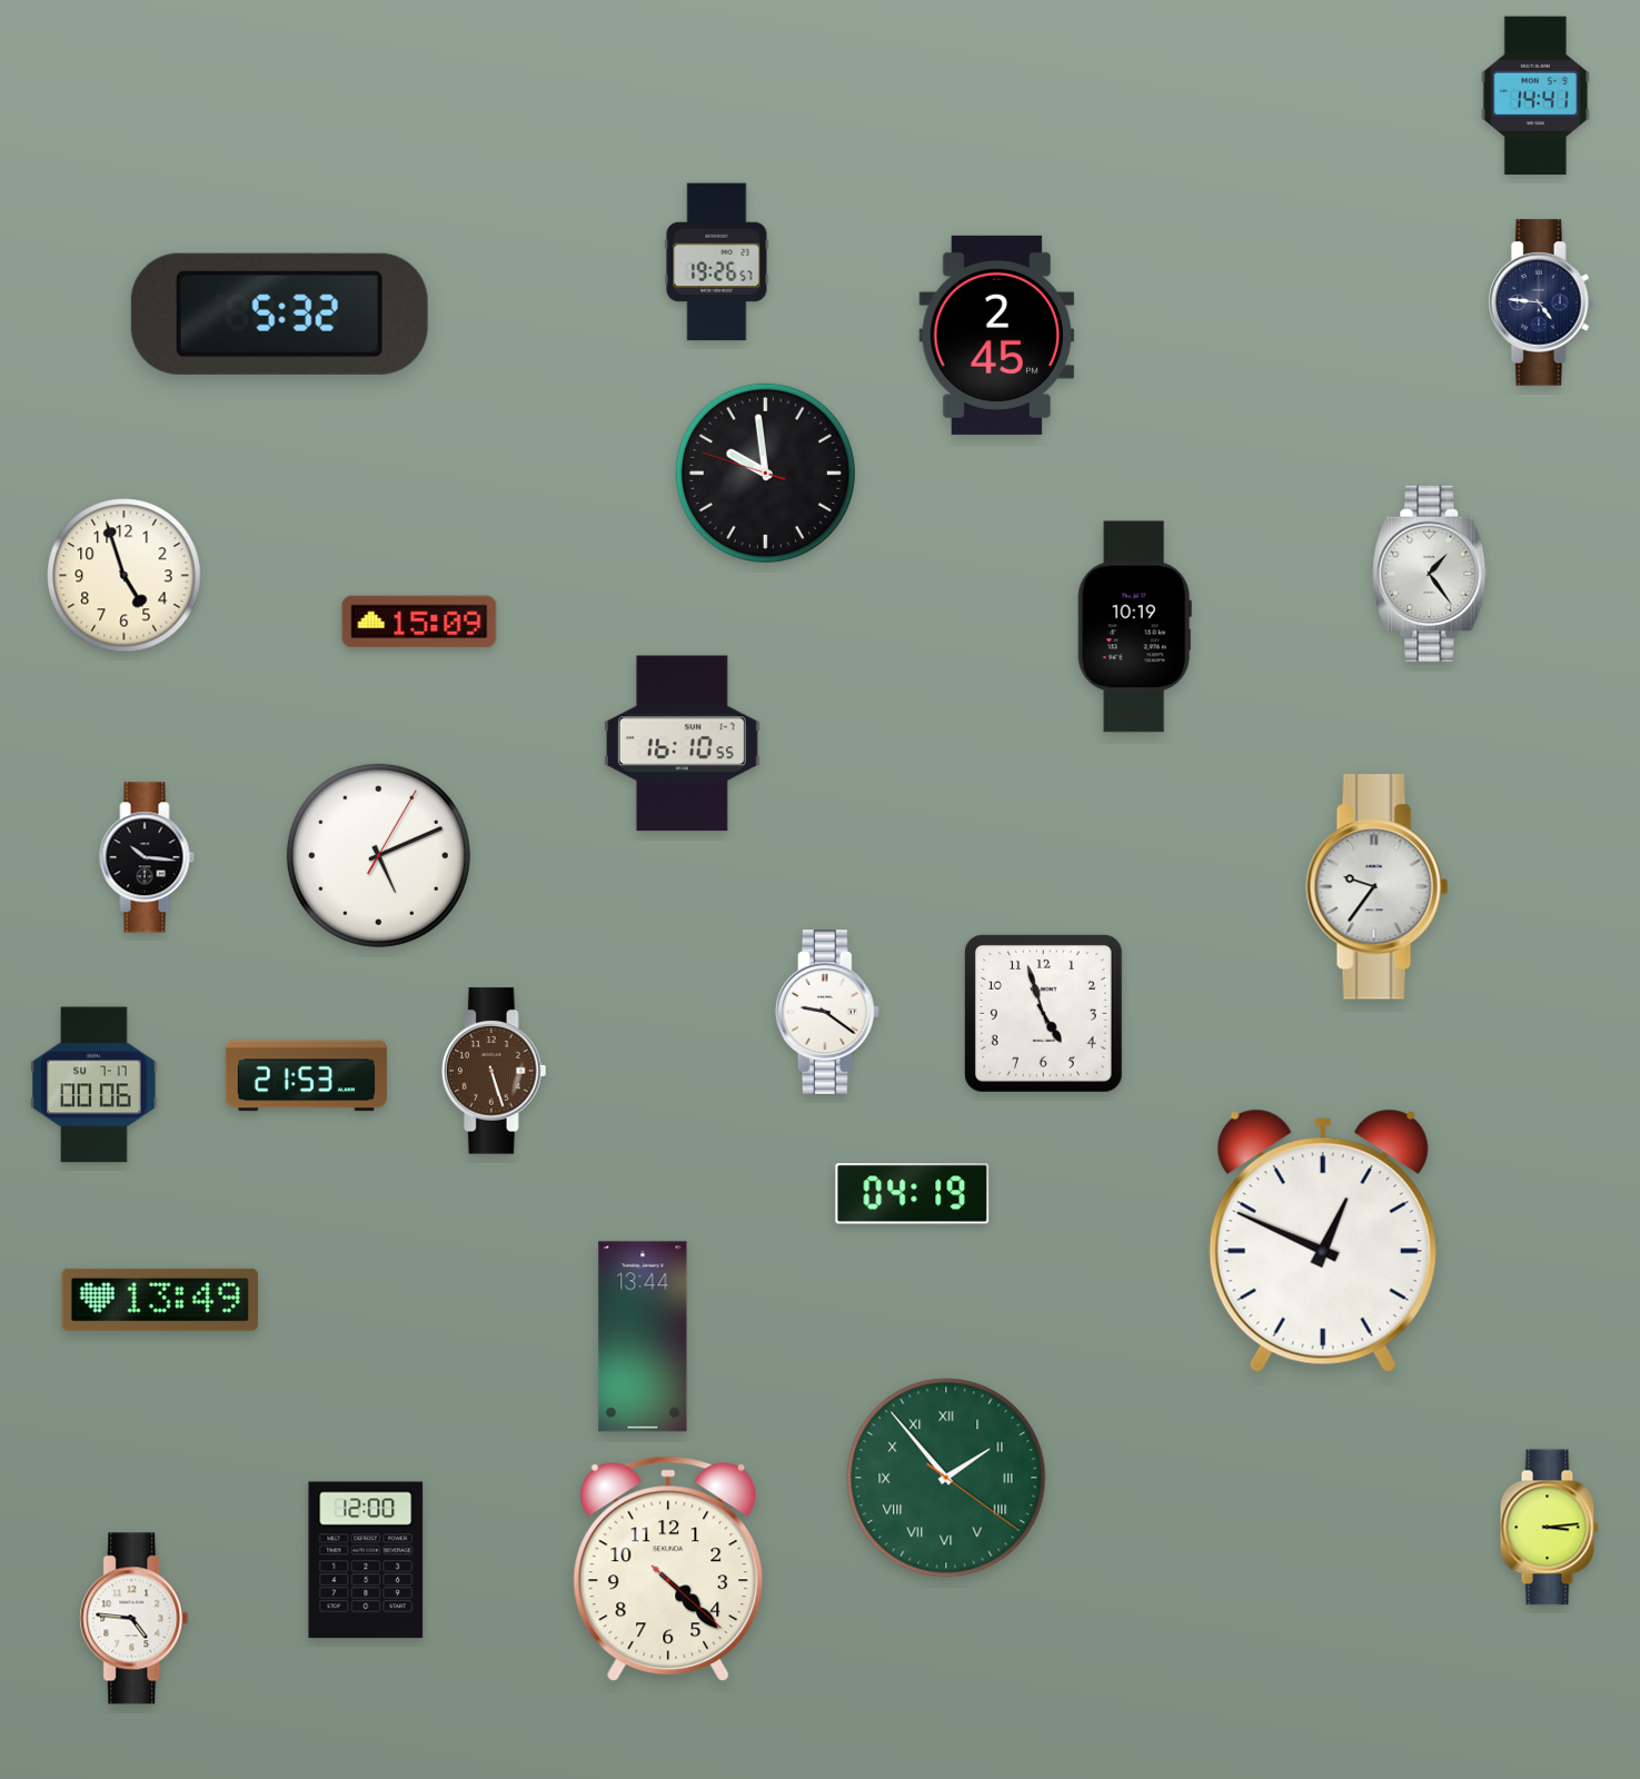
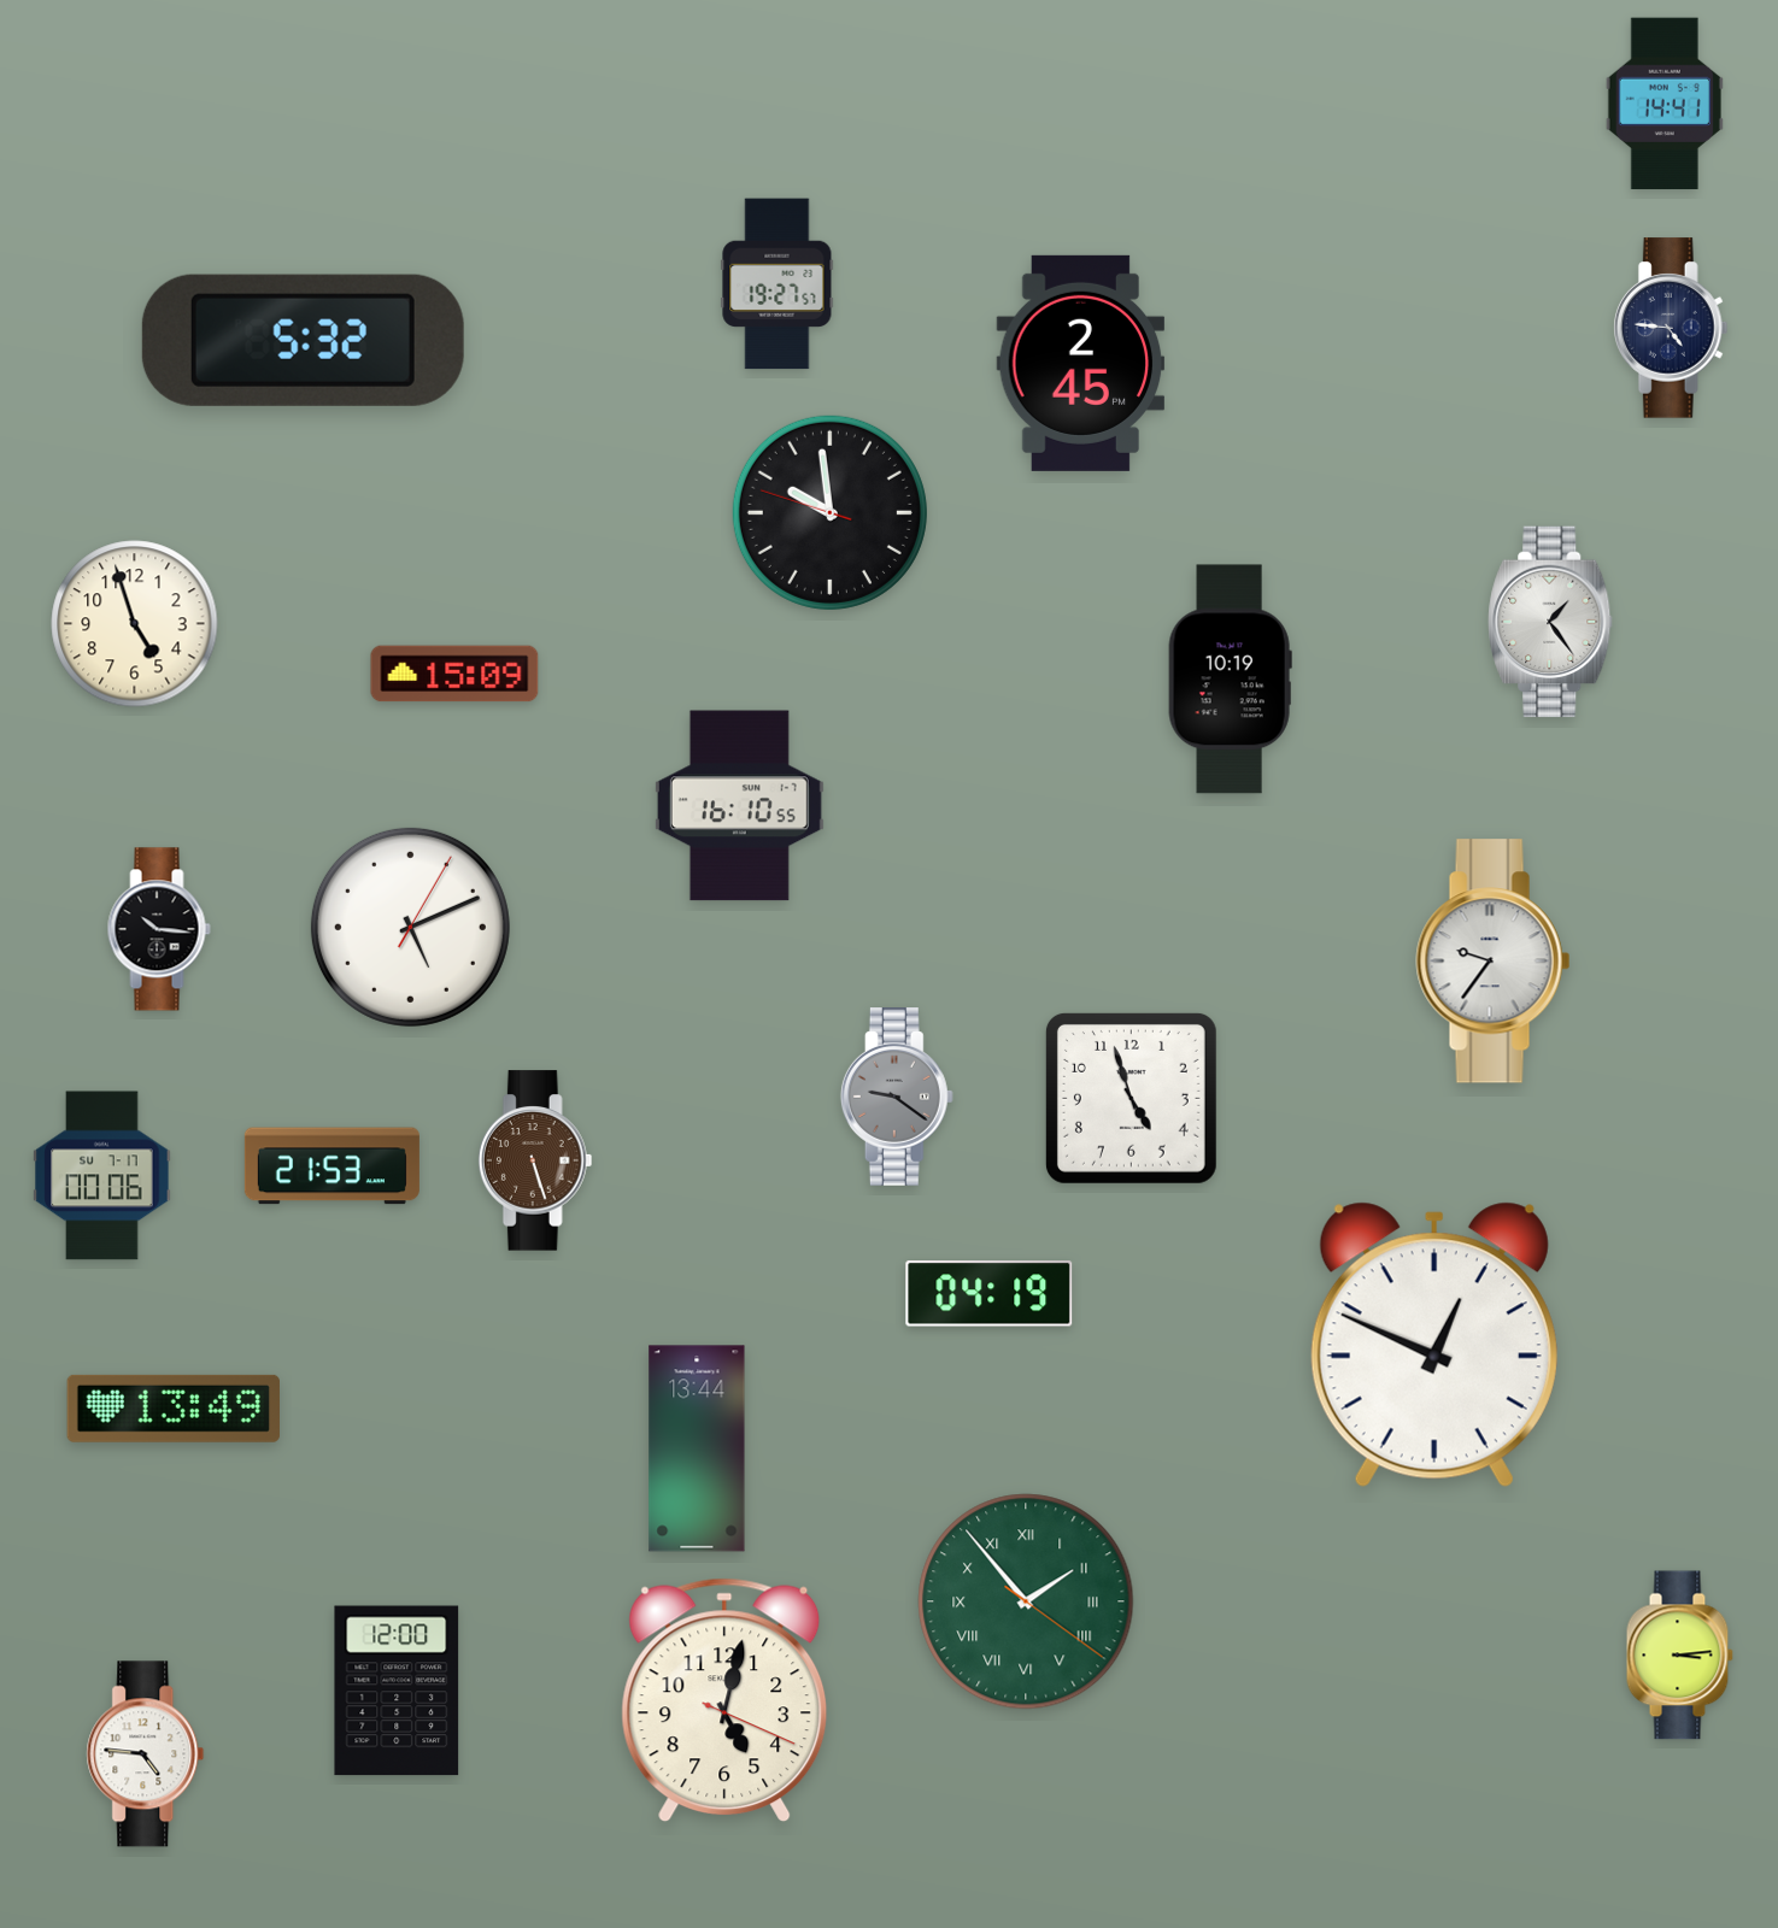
clock at (717, 262): 19:26 -> 19:27
clock at (827, 1013) dial: white -> grey
clock at (668, 1569): 4:22 -> 5:02
